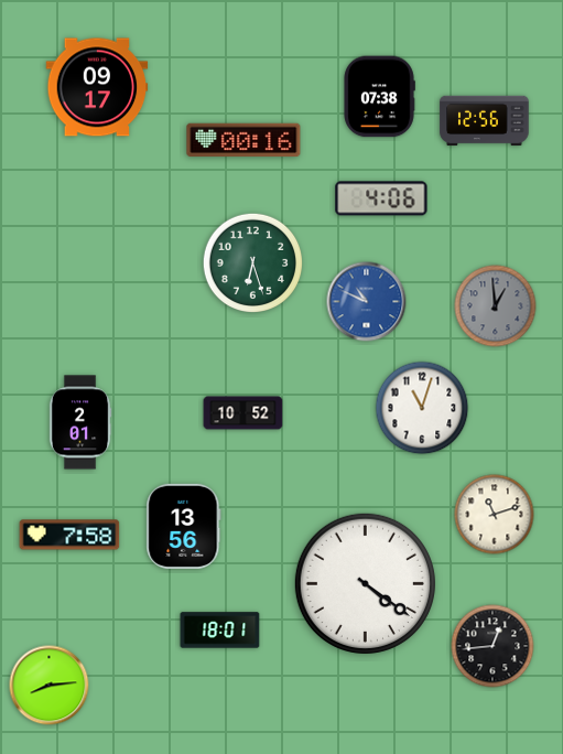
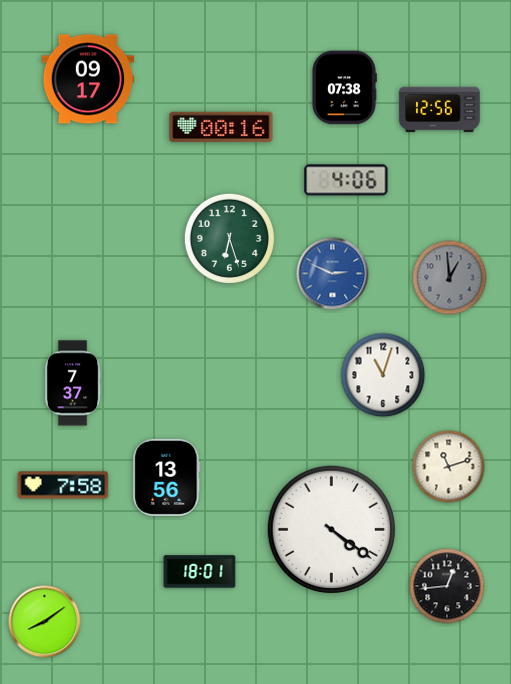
clock at (367, 302): 10:49 -> 2:49
clock at (422, 408) position: (422, 408) -> (383, 375)
clock at (243, 413): 10:52 -> none
clock at (80, 422): 2:01 -> 7:37
clock at (50, 686): 8:14 -> 8:09
